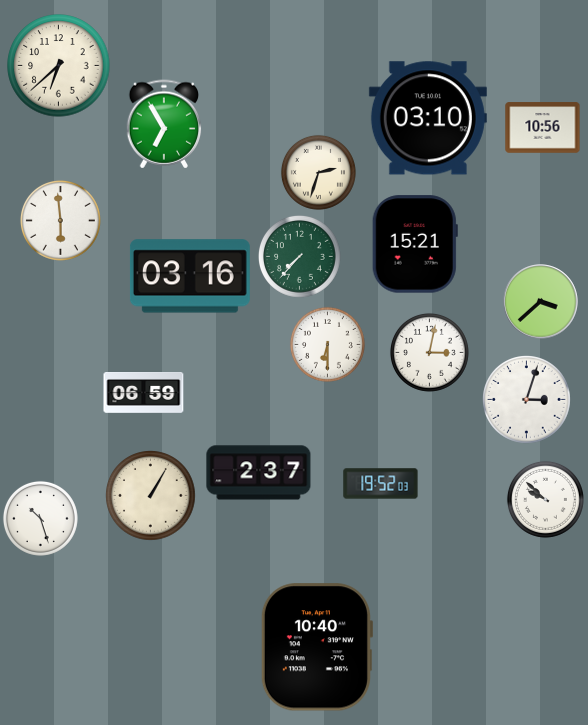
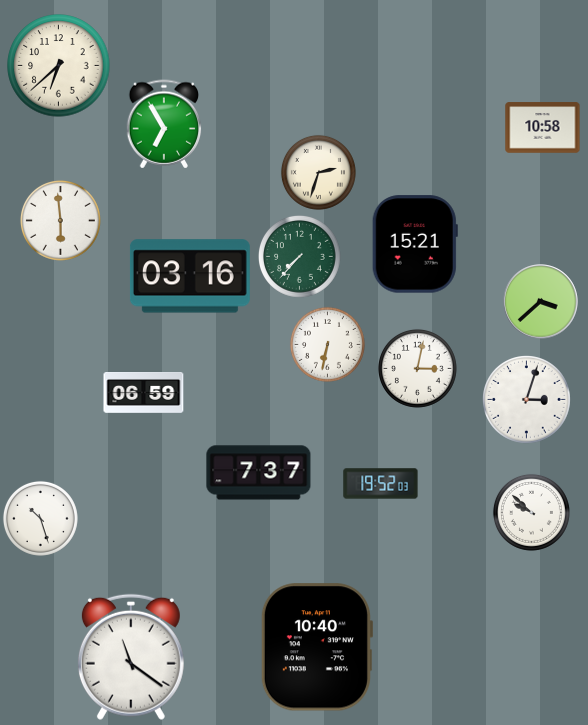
clock at (428, 118): 03:10 -> none
clock at (543, 128): 10:56 -> 10:58
clock at (327, 344): 6:30 -> 6:32
clock at (429, 352) position: (429, 352) -> (417, 368)
clock at (259, 473): 2:37 -> 7:37
clock at (151, 496): 1:05 -> none
clock at (545, 499) position: (545, 499) -> (531, 512)
clock at (131, 657): none -> 11:21
